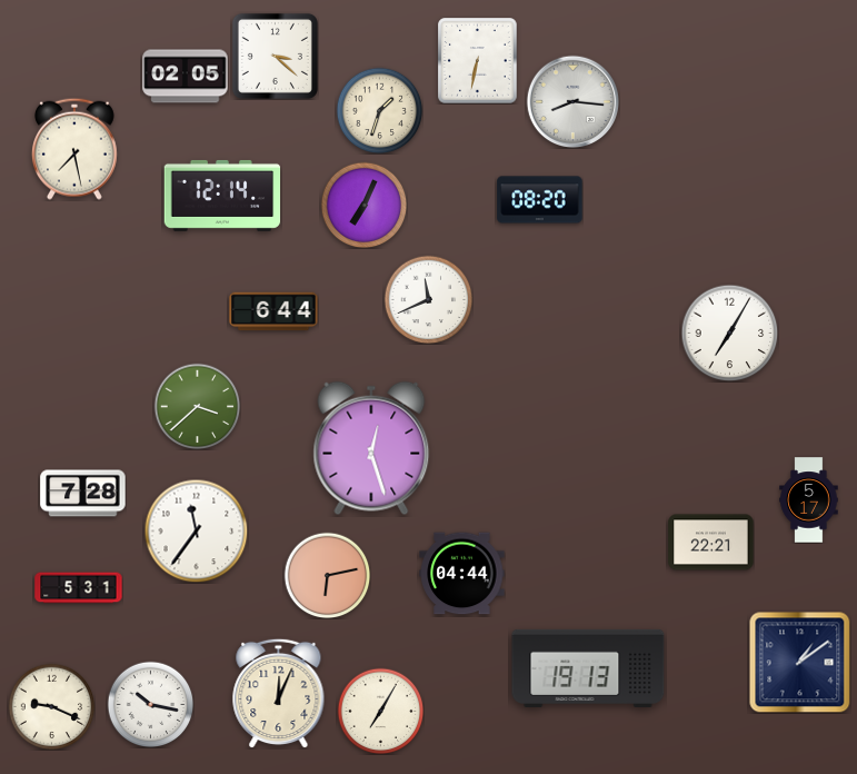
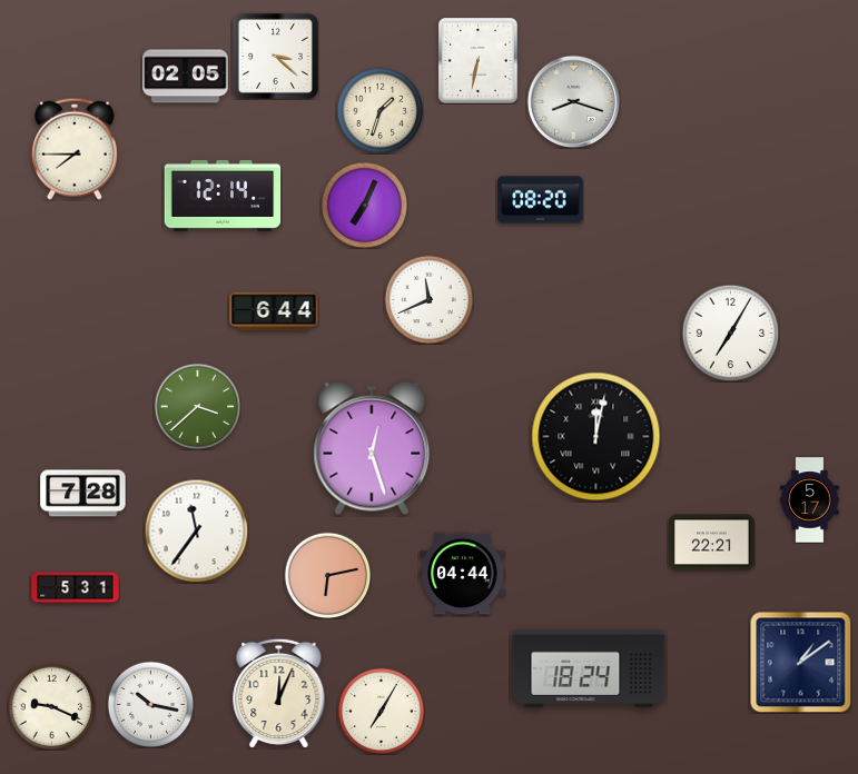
clock at (572, 101): 8:16 -> 8:18
clock at (74, 149): 7:28 -> 7:45
clock at (596, 437): none -> 12:02
clock at (79, 588) position: (79, 588) -> (76, 588)
clock at (588, 668): 19:13 -> 18:24
